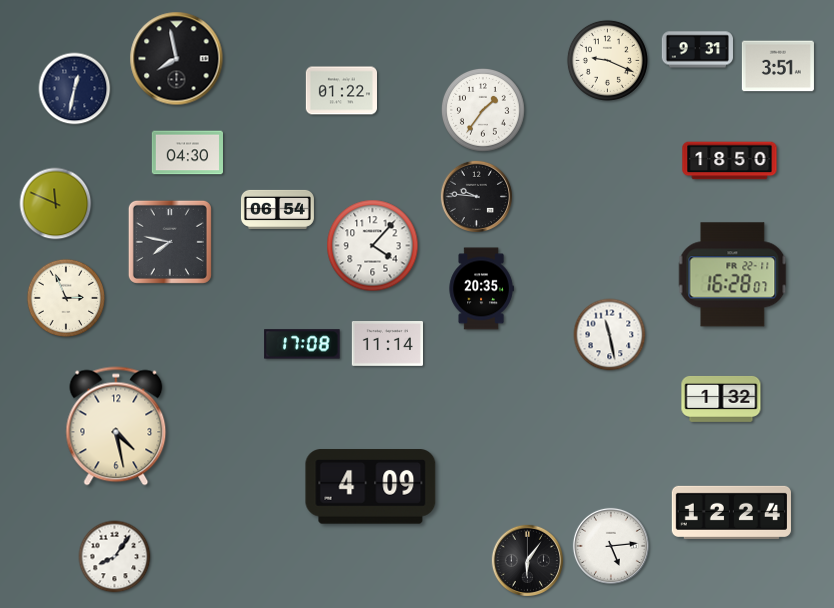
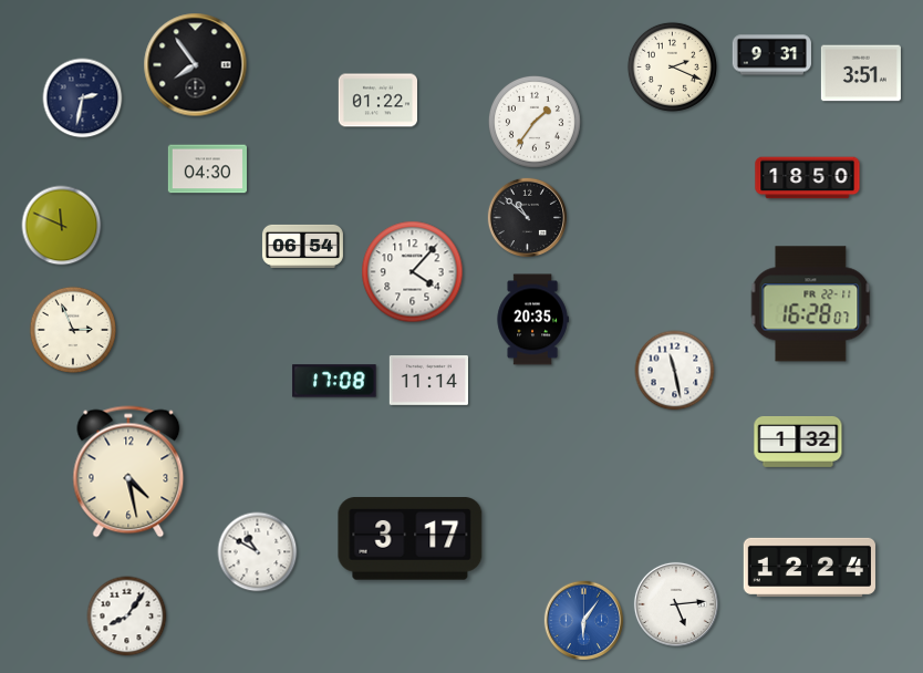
clock at (177, 59): 7:58 -> 7:54
clock at (607, 60): 9:19 -> 2:19
clock at (75, 89): 12:32 -> 2:32
clock at (476, 196): 9:46 -> 10:52
clock at (277, 209) position: (277, 209) -> (302, 246)
clock at (170, 242): 7:47 -> none
clock at (371, 487): 4:09 -> 3:17
clock at (258, 552): none -> 10:50
clock at (527, 560) dial: black -> blue
